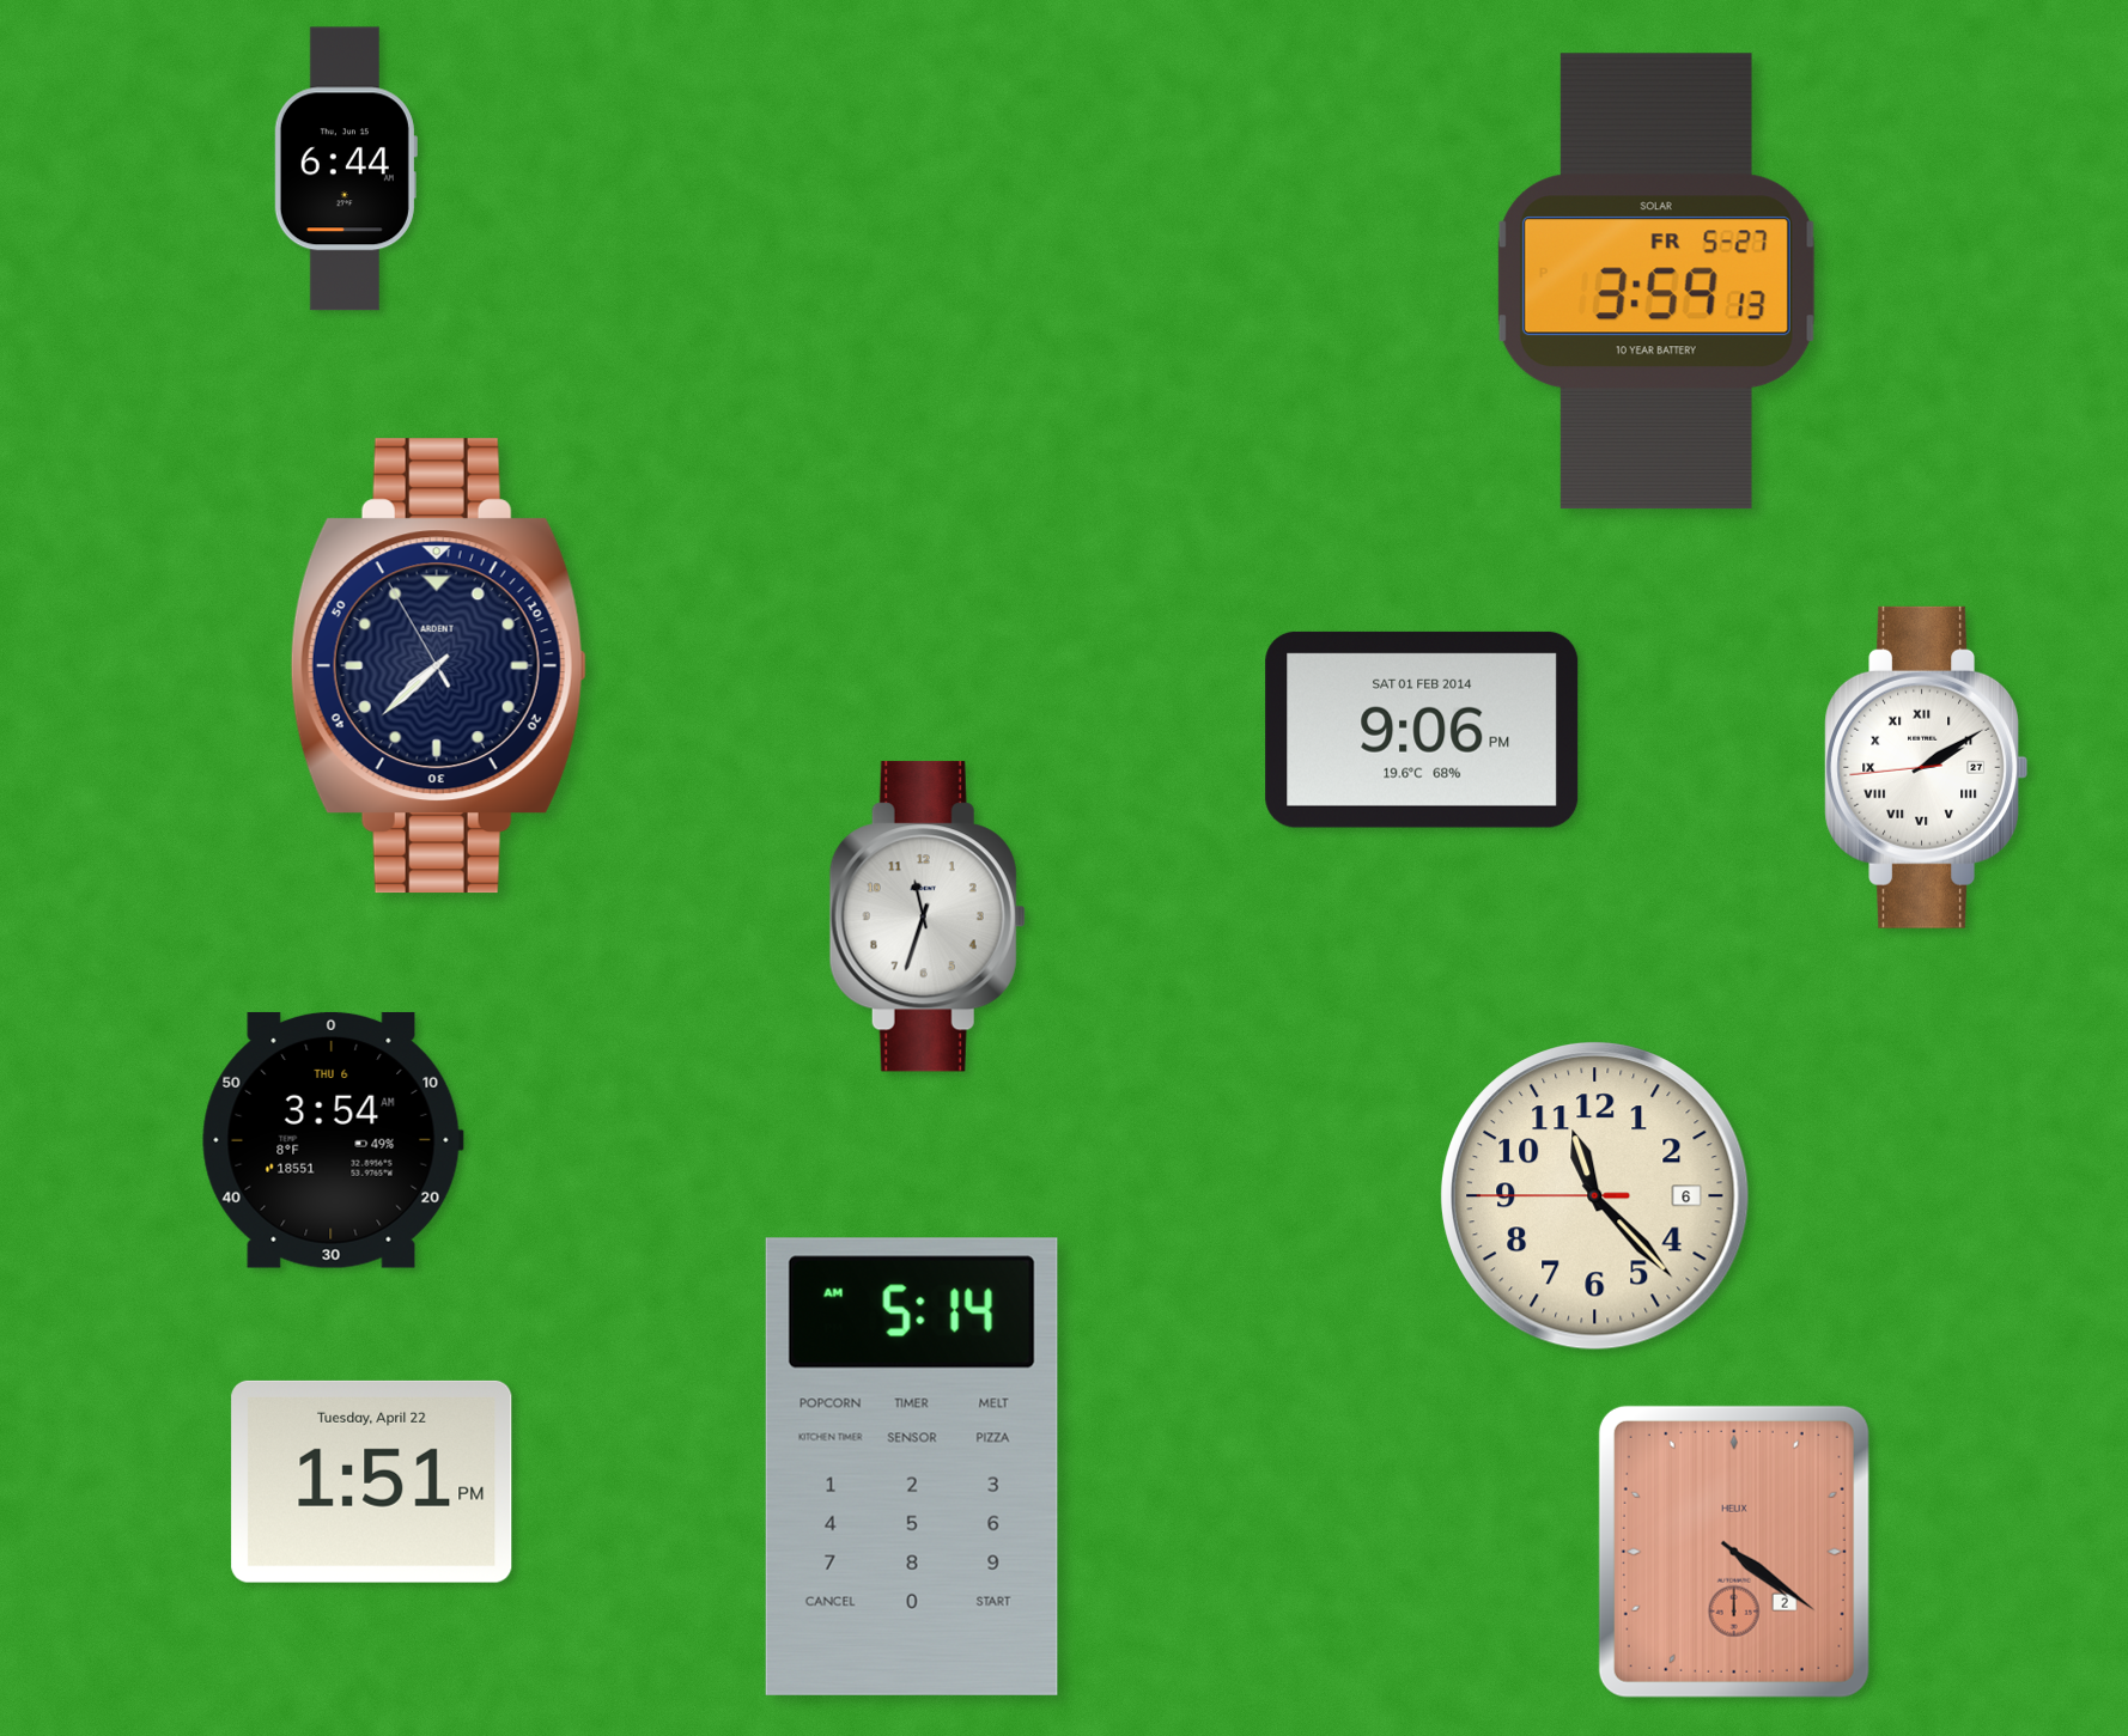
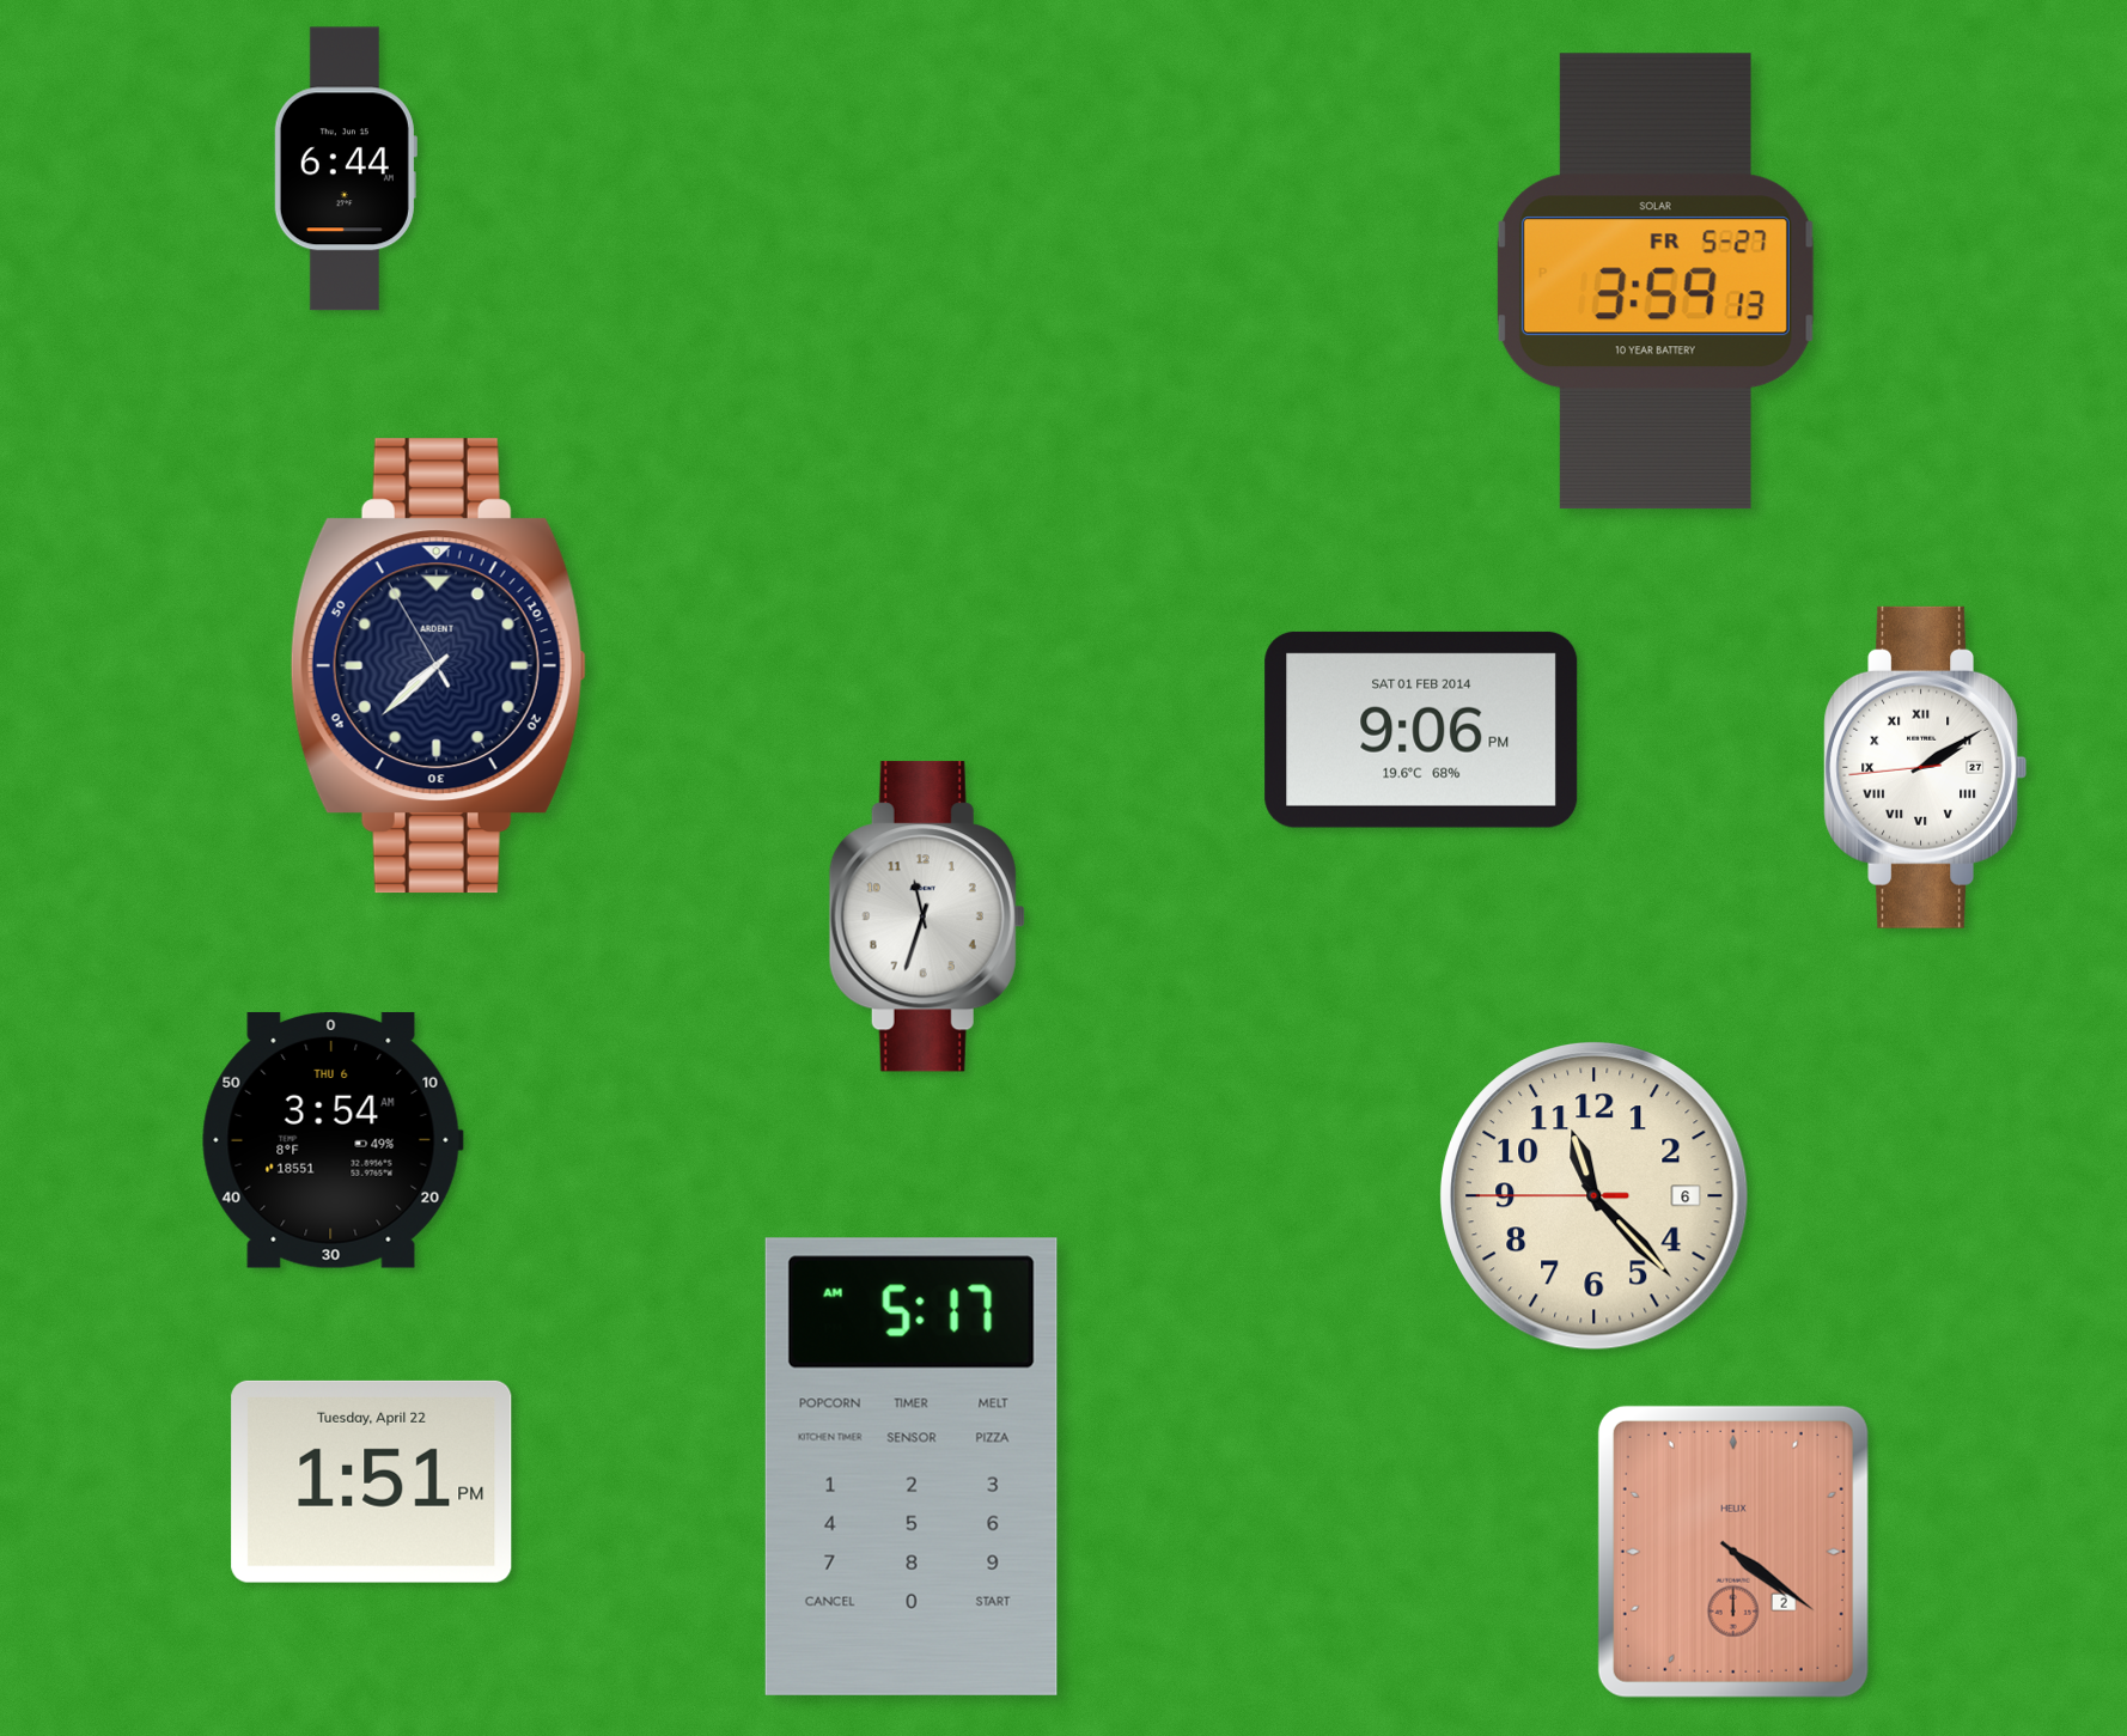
clock at (912, 1467): 5:14 -> 5:17
